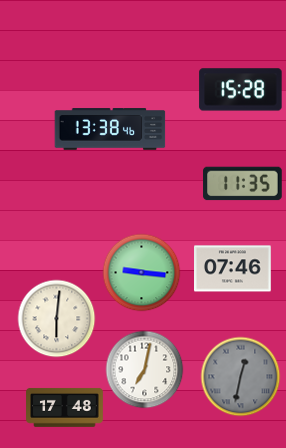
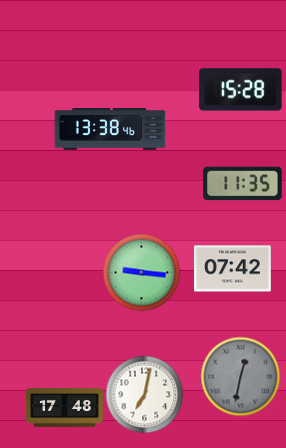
clock at (233, 269): 07:46 -> 07:42
clock at (56, 318): 6:01 -> none
clock at (144, 369) position: (144, 369) -> (144, 394)
